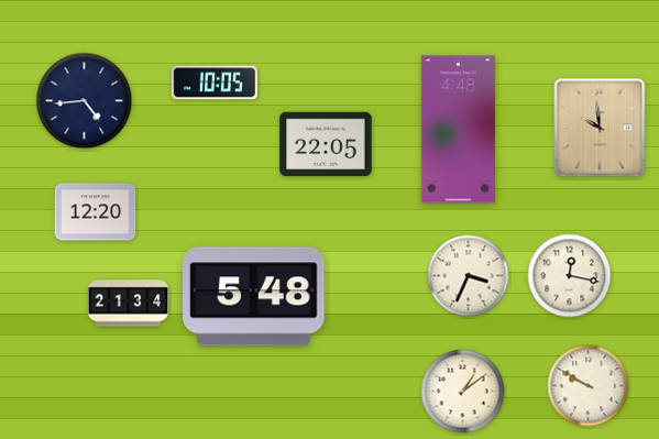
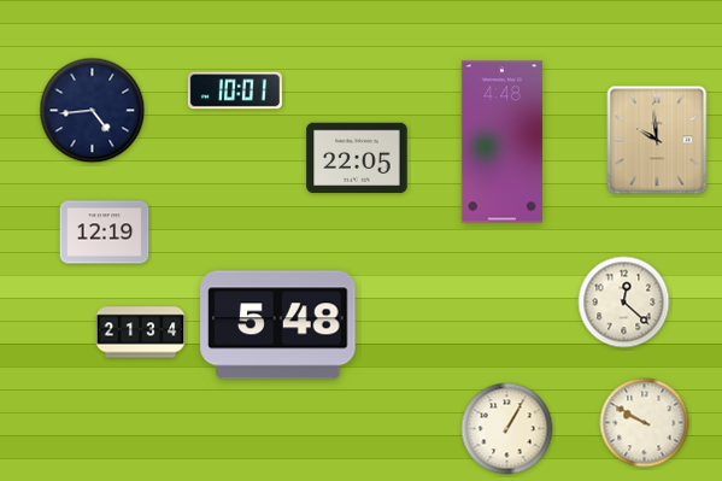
clock at (215, 83): 10:05 -> 10:01
clock at (96, 212): 12:20 -> 12:19
clock at (469, 276): 3:34 -> none
clock at (570, 276): 12:17 -> 12:22
clock at (463, 392): 1:09 -> 1:05
